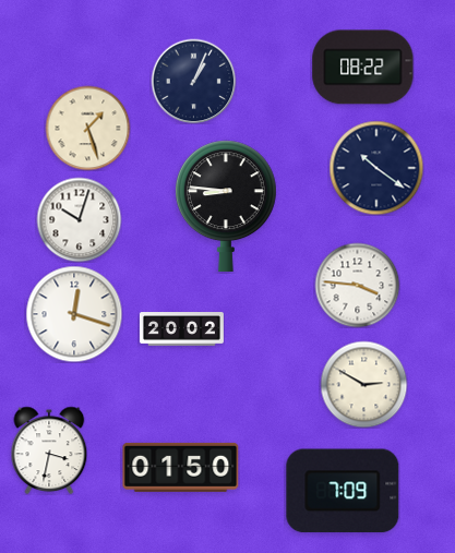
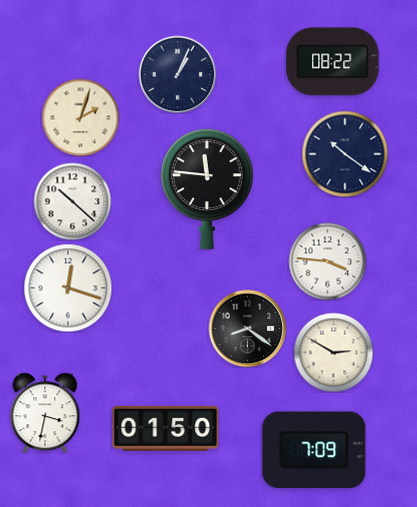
clock at (87, 128): 1:27 -> 2:03
clock at (226, 205): 8:46 -> 11:46
clock at (79, 219): 10:03 -> 10:22
clock at (181, 329): 20:02 -> none
clock at (247, 328): none -> 8:21
